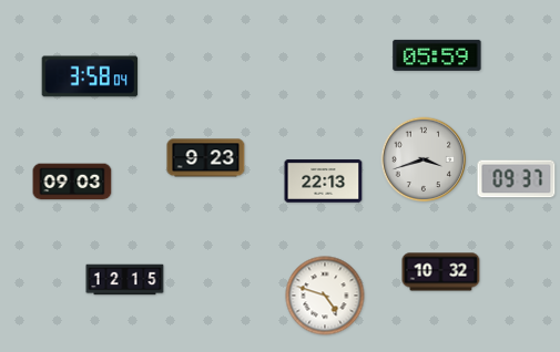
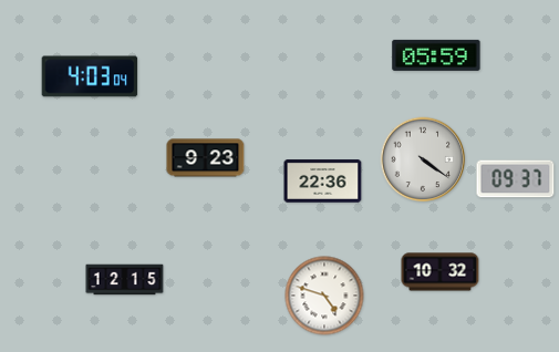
clock at (90, 76): 3:58 -> 4:03
clock at (424, 159): 3:42 -> 4:21
clock at (72, 182): 09:03 -> none
clock at (324, 182): 22:13 -> 22:36
